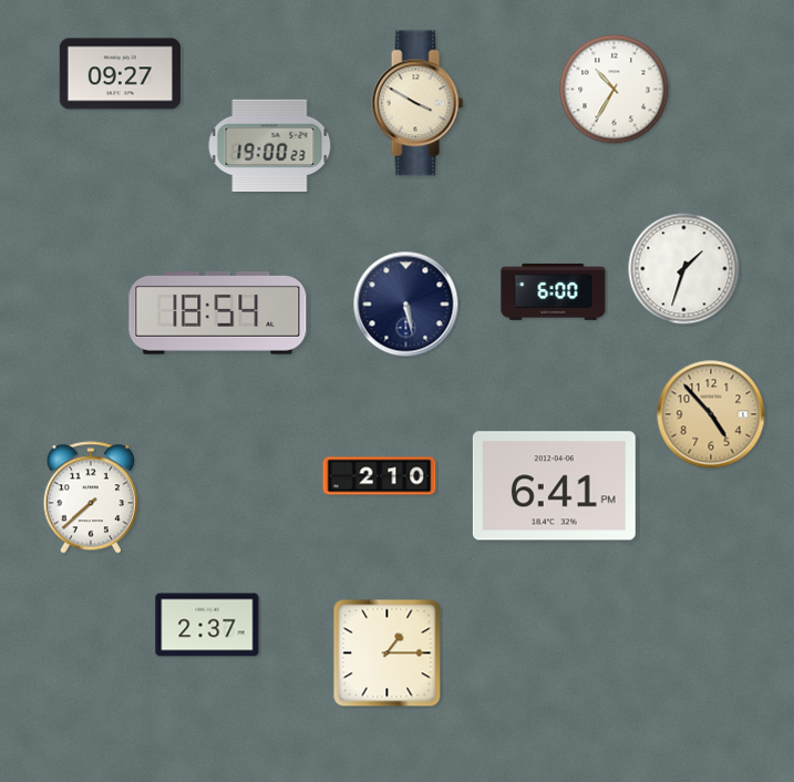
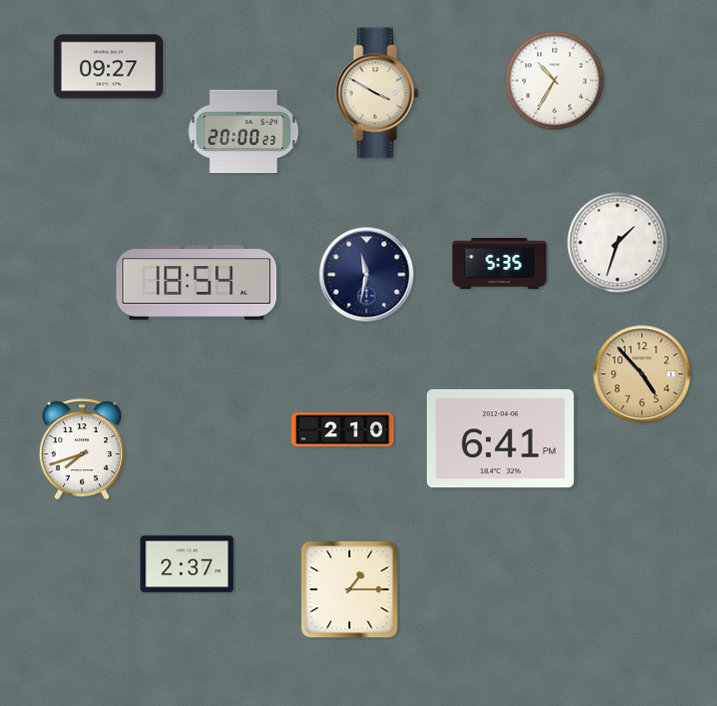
clock at (270, 145): 19:00 -> 20:00
clock at (554, 291): 6:00 -> 5:35
clock at (406, 305): 5:28 -> 11:32
clock at (91, 497): 7:38 -> 7:42
